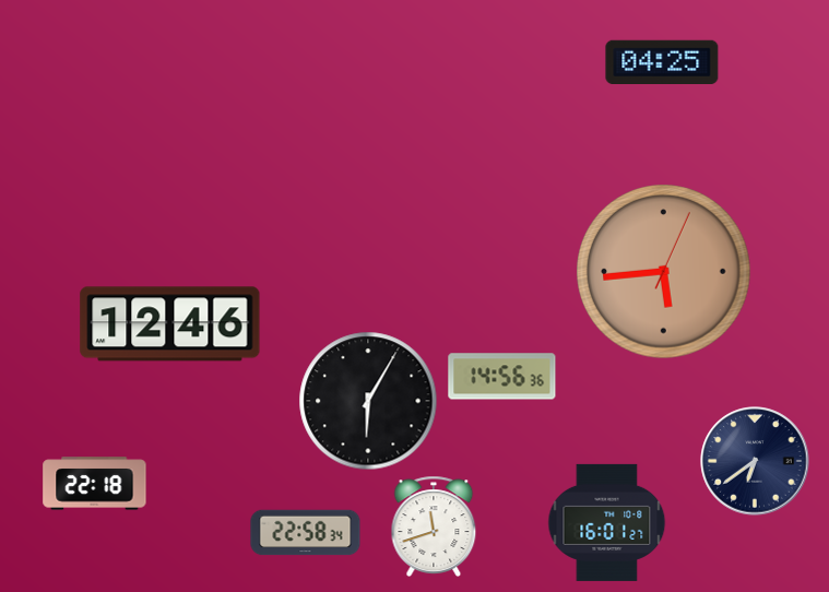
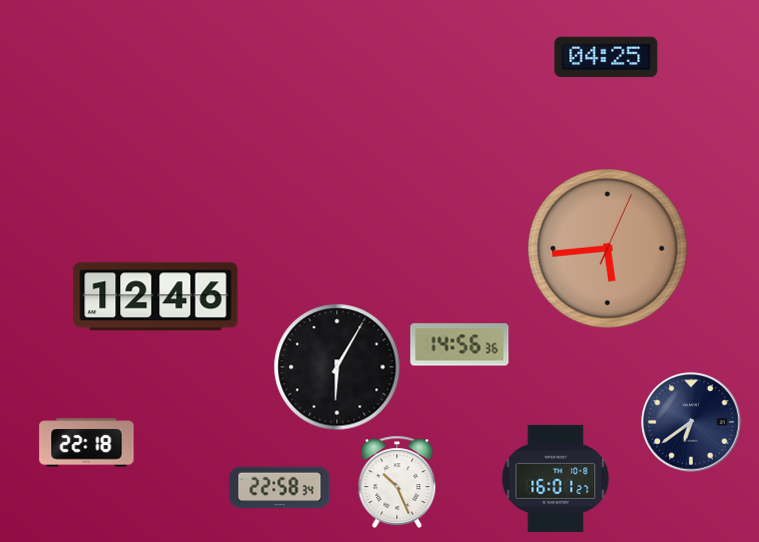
clock at (434, 526): 11:42 -> 10:26
